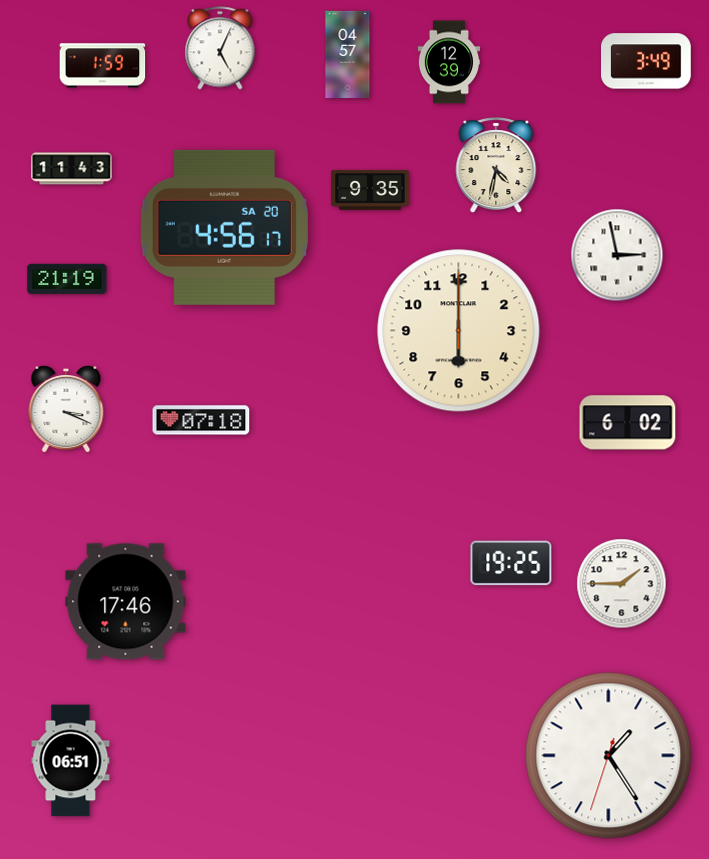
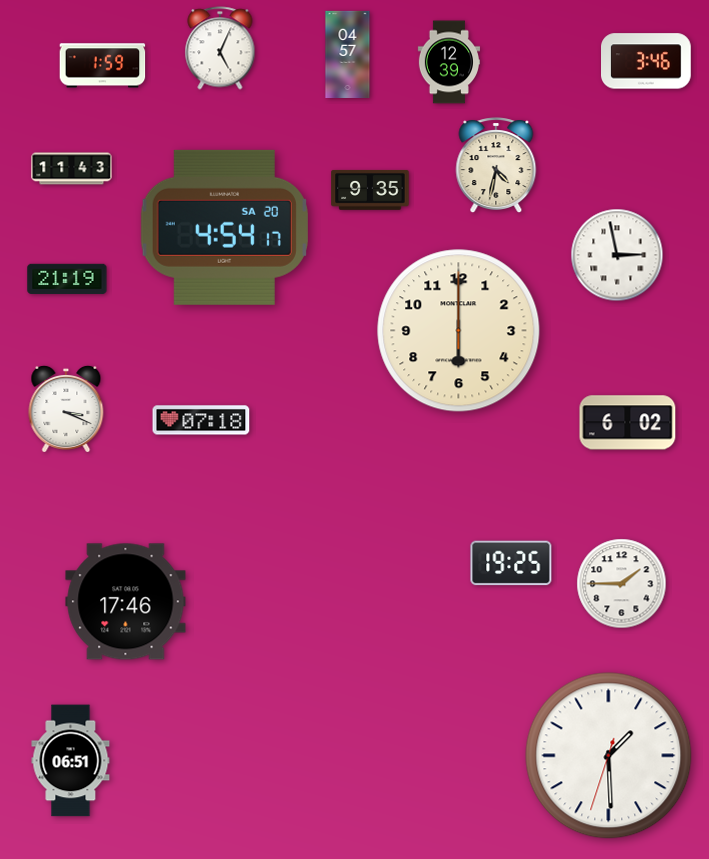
clock at (647, 61): 3:49 -> 3:46
clock at (224, 227): 4:56 -> 4:54
clock at (609, 756): 1:24 -> 1:29
